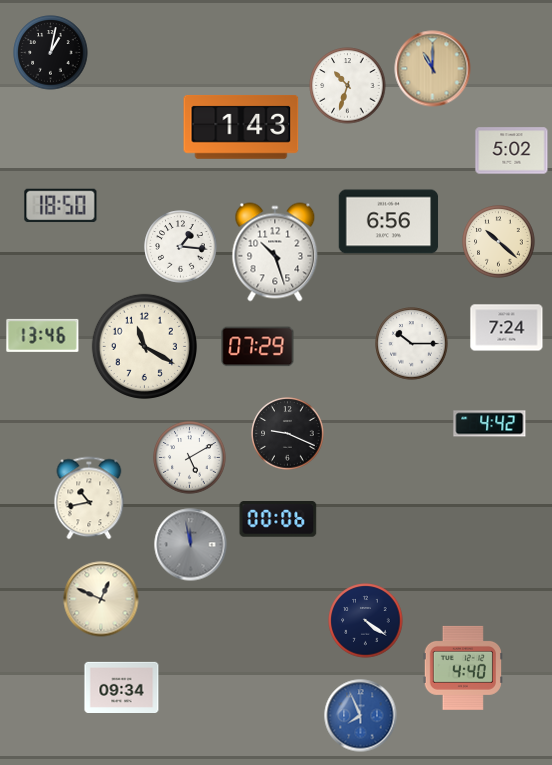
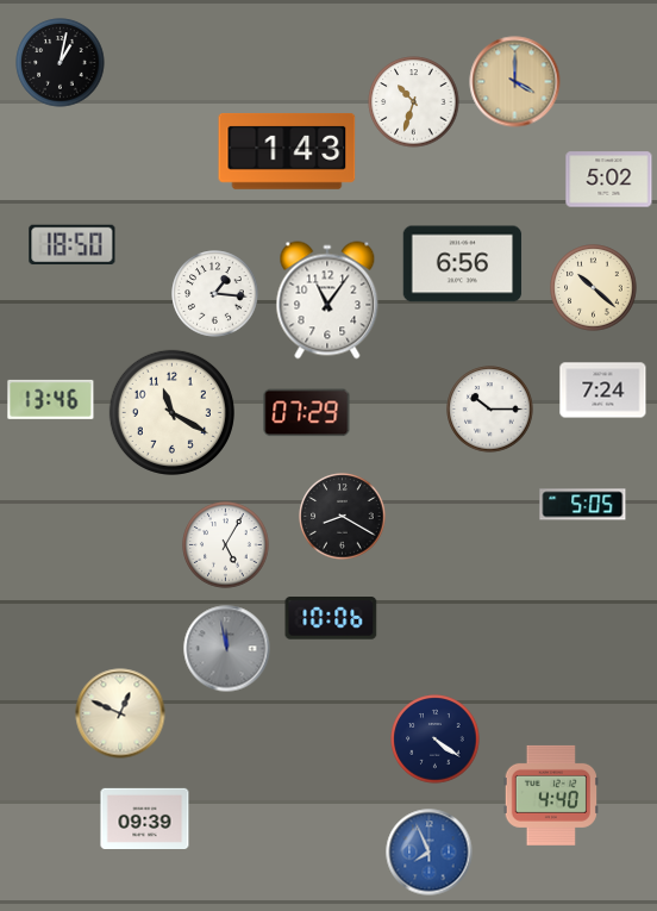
clock at (433, 69): 11:00 -> 4:00
clock at (275, 252): 10:27 -> 11:06
clock at (490, 424): 4:42 -> 5:05
clock at (288, 434): 9:19 -> 8:20
clock at (190, 458): 5:10 -> 5:05
clock at (89, 498): 10:43 -> none
clock at (278, 519): 00:06 -> 10:06
clock at (122, 687): 09:34 -> 09:39
